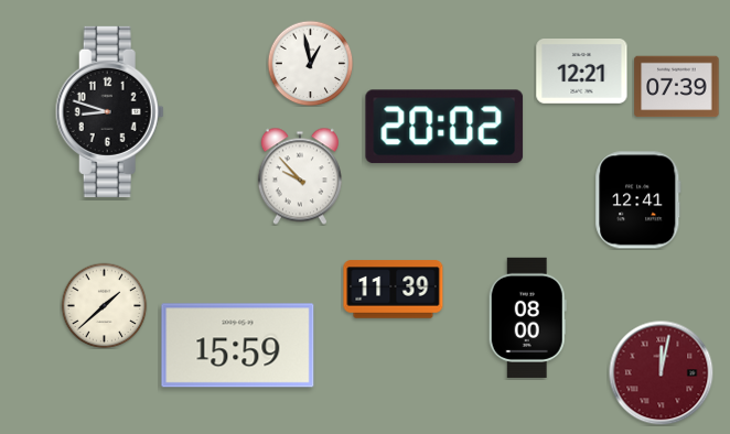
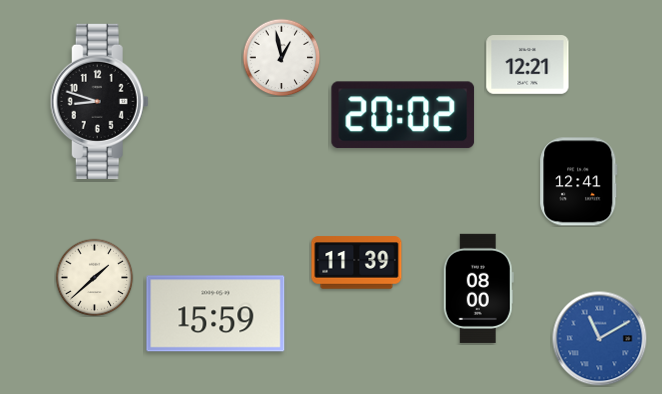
clock at (677, 87): 07:39 -> none
clock at (300, 176): 9:53 -> none
clock at (661, 372): 12:02 -> 11:10
clock at (661, 372) dial: burgundy -> blue
